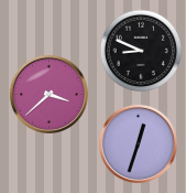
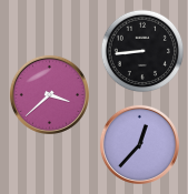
clock at (141, 51): 8:49 -> 8:44
clock at (138, 143): 12:33 -> 12:37
